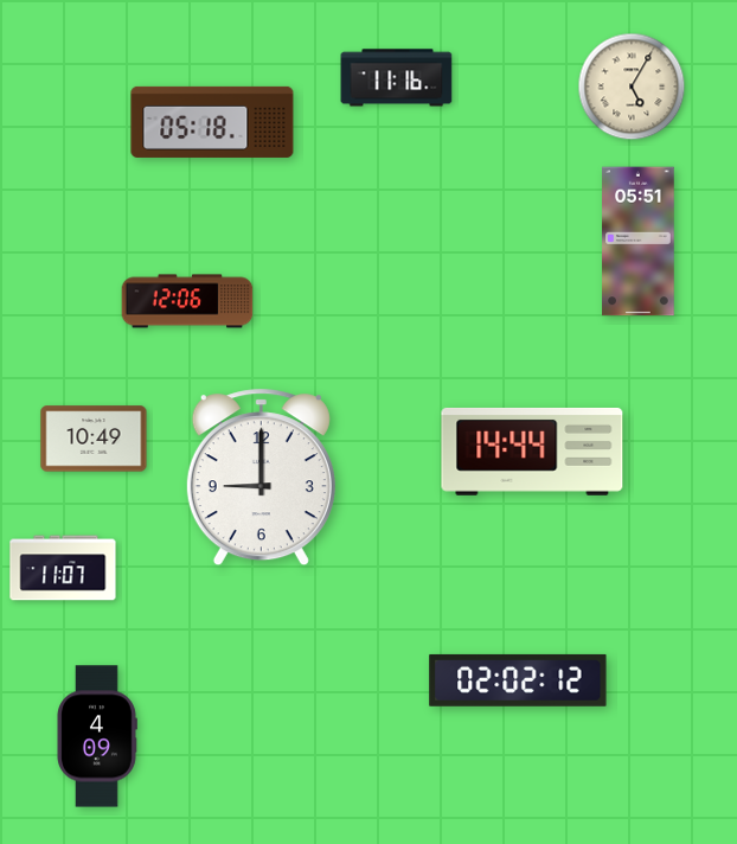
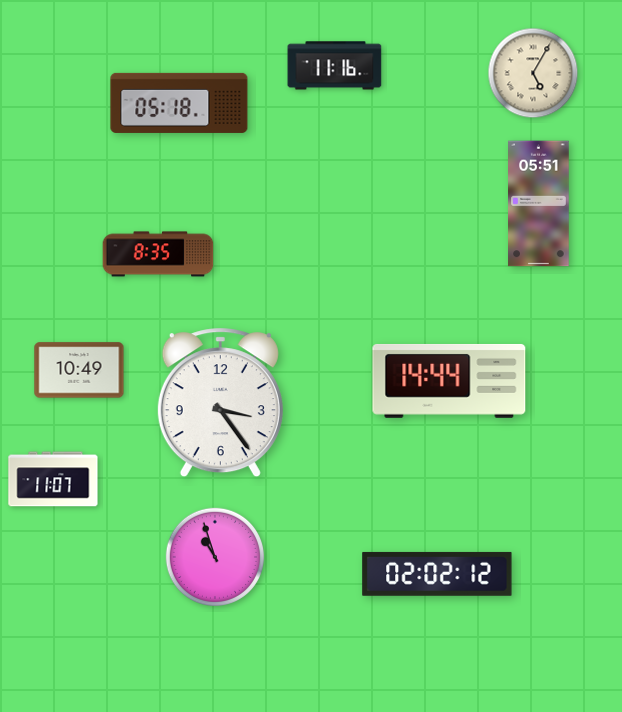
clock at (187, 301): 12:06 -> 8:35
clock at (261, 478): 9:00 -> 3:24
clock at (214, 556): none -> 10:57
clock at (97, 736): 4:09 -> none
